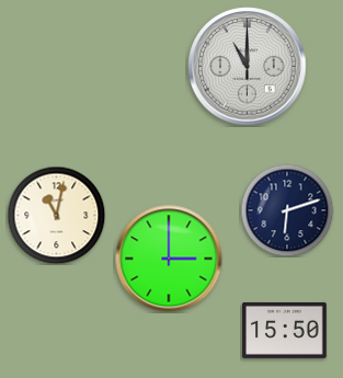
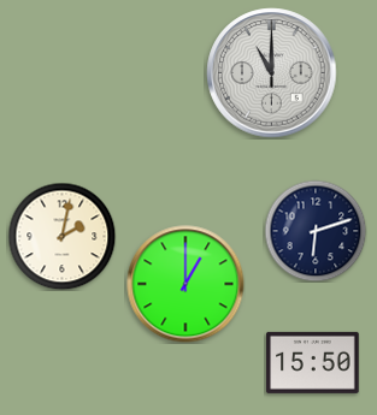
clock at (56, 215): 11:02 -> 2:02
clock at (169, 259): 3:00 -> 1:00
